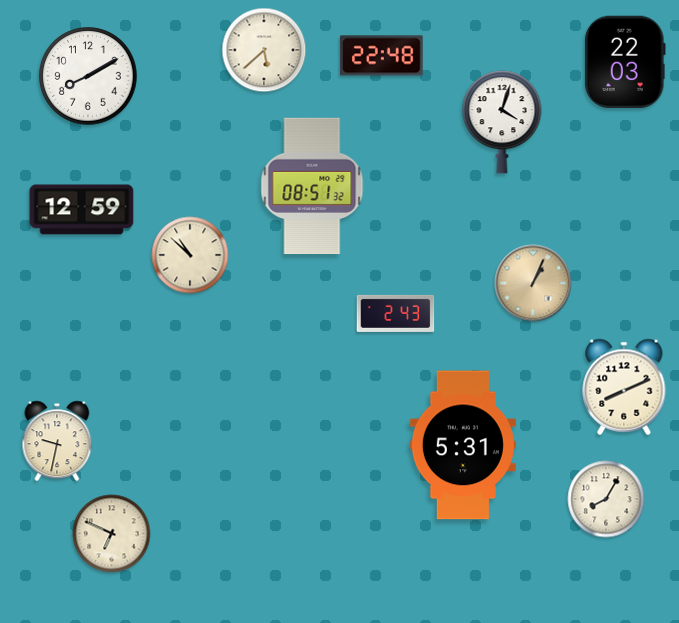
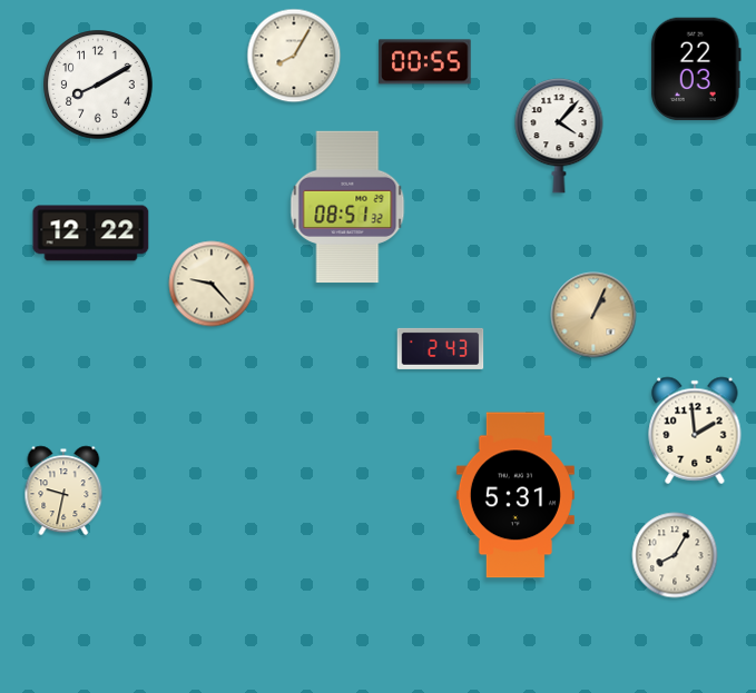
clock at (264, 50): 5:38 -> 8:05
clock at (382, 56): 22:48 -> 00:55
clock at (502, 122): 4:03 -> 4:07
clock at (82, 210): 12:59 -> 12:22
clock at (190, 255): 10:52 -> 9:23
clock at (624, 387): 8:11 -> 1:59
clock at (112, 534): 6:49 -> none
